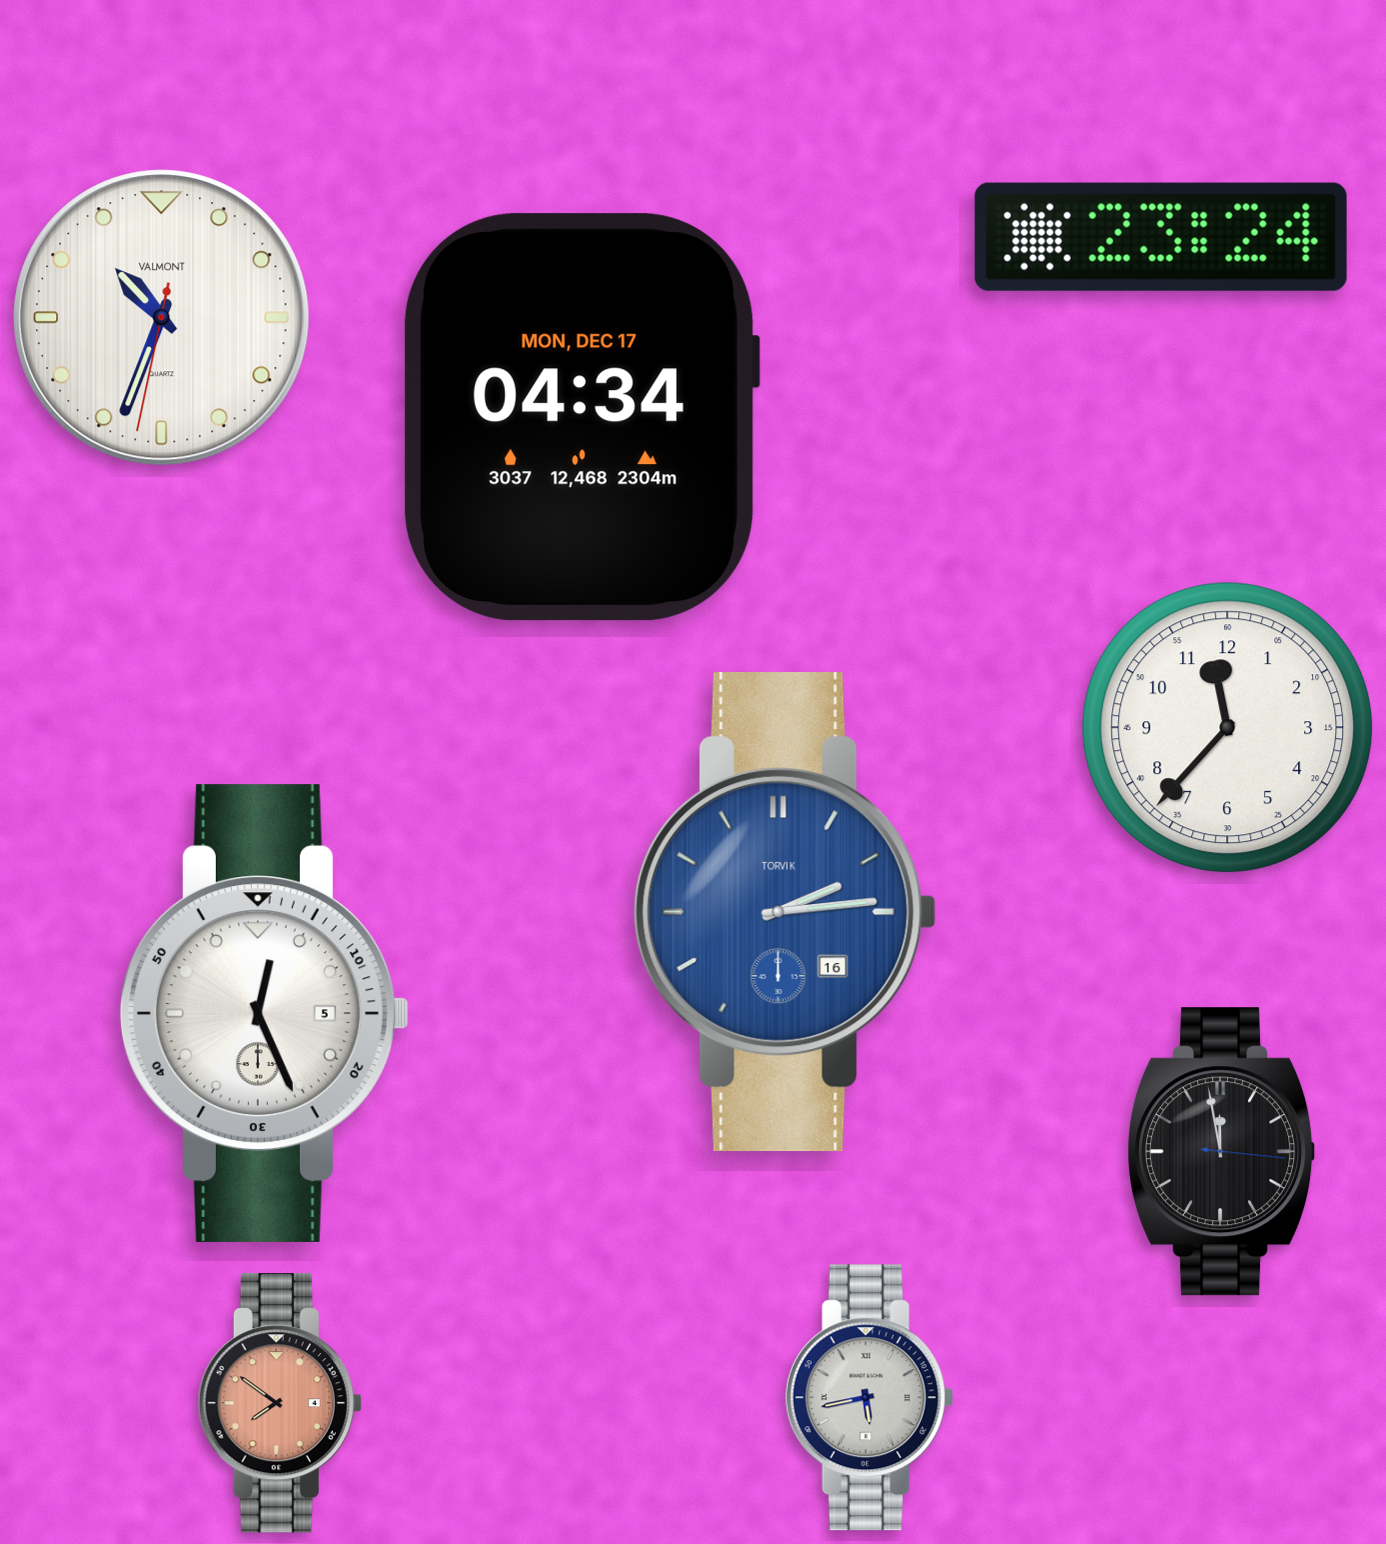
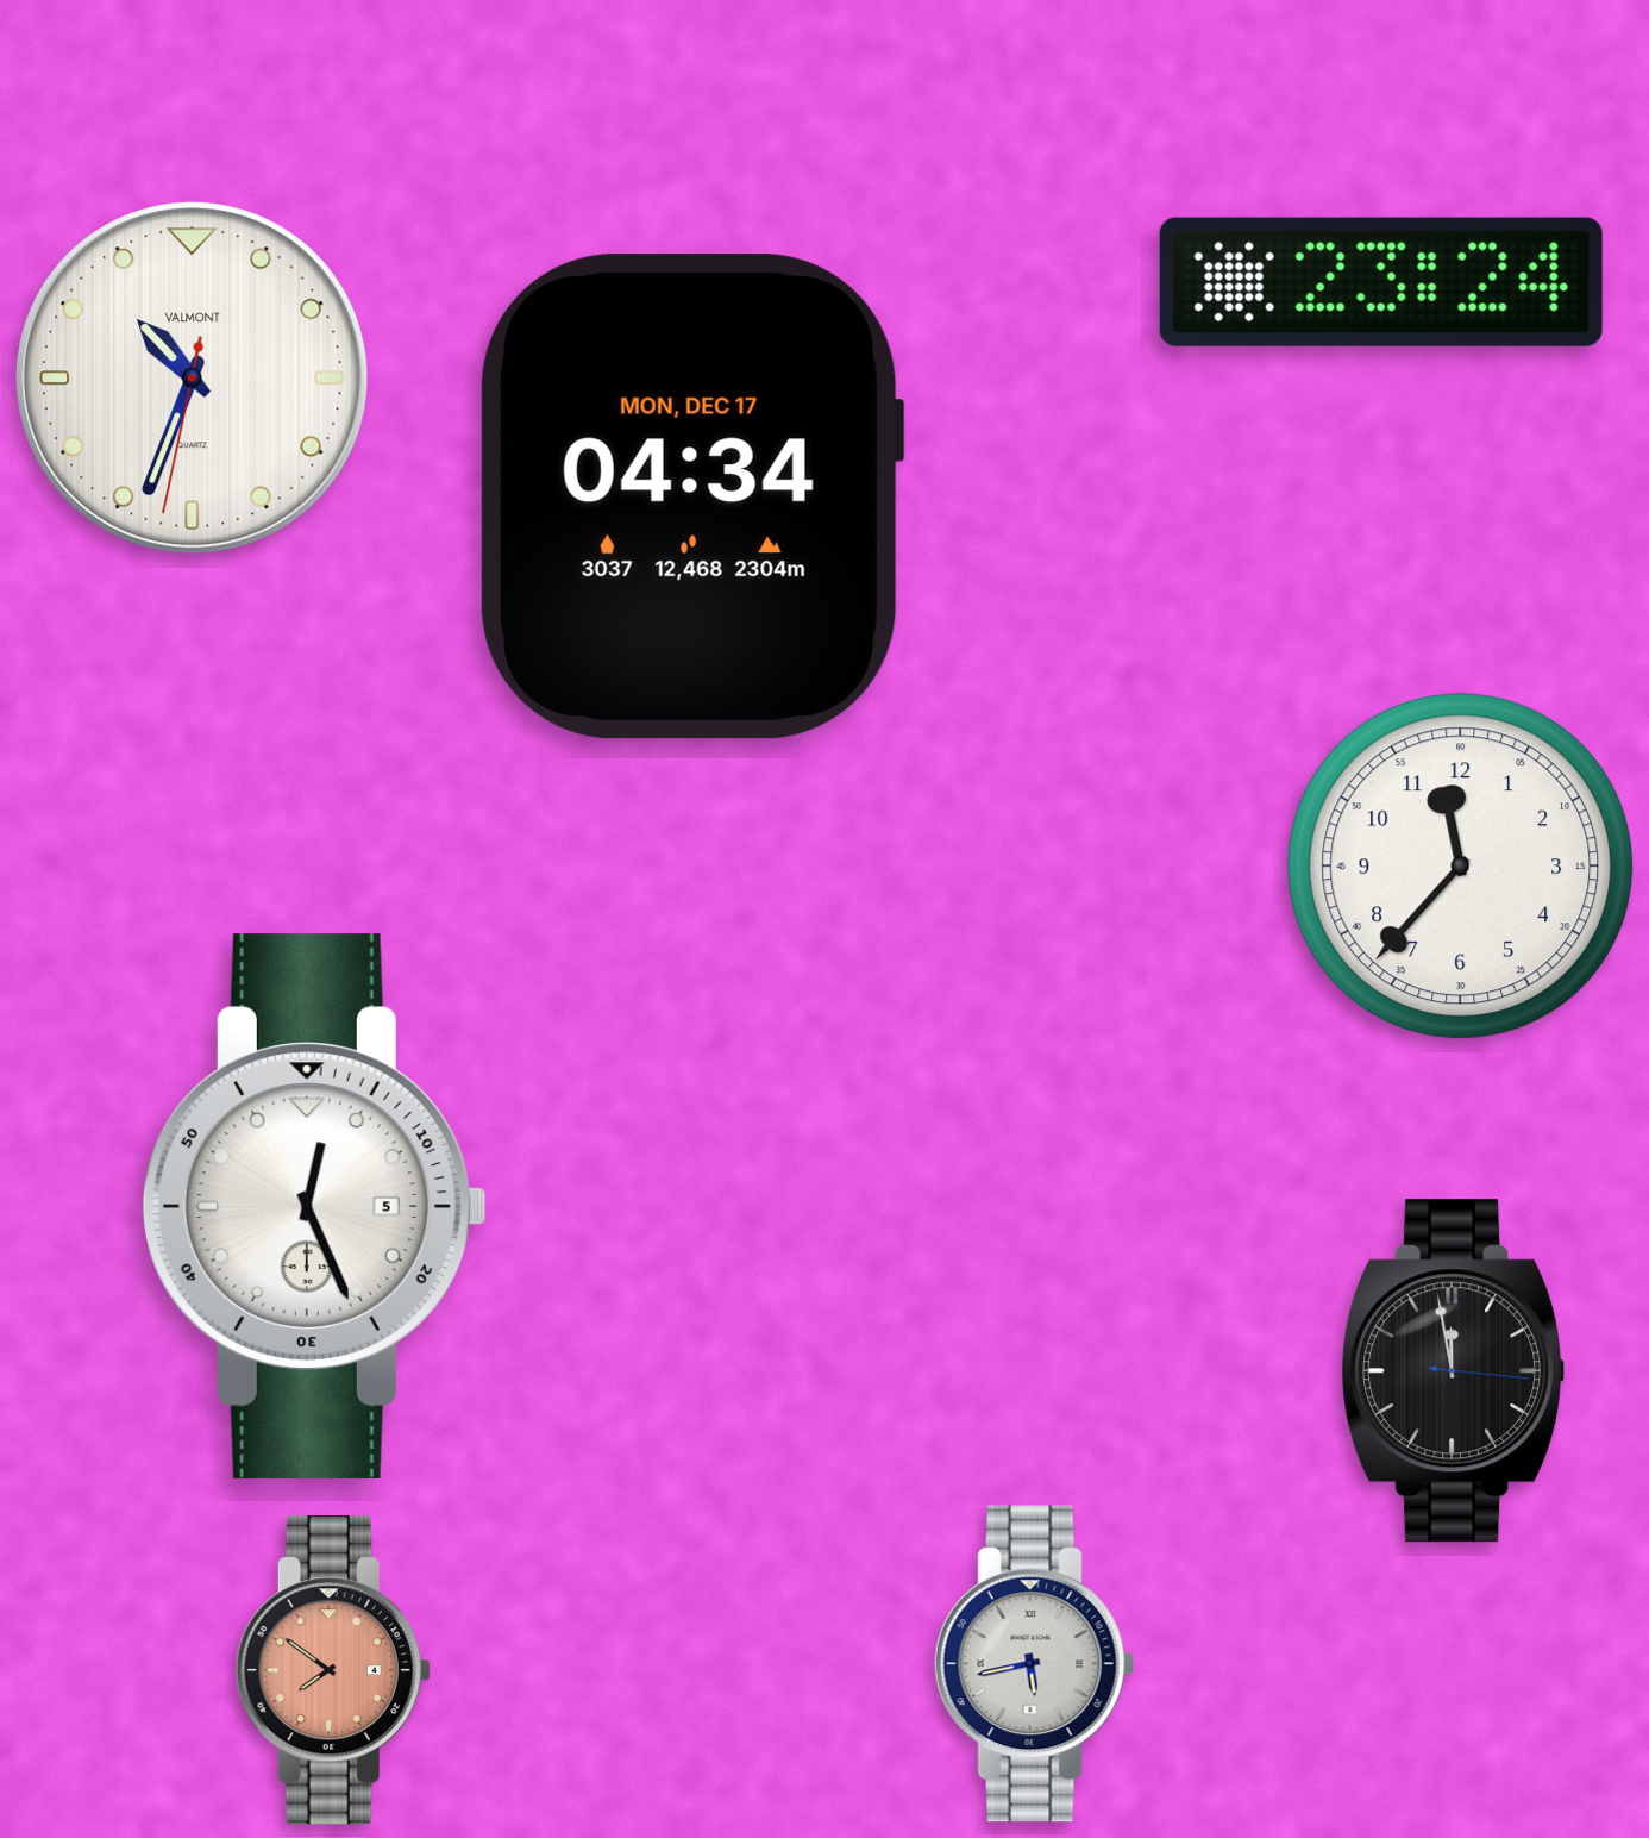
clock at (785, 912): 2:14 -> none
